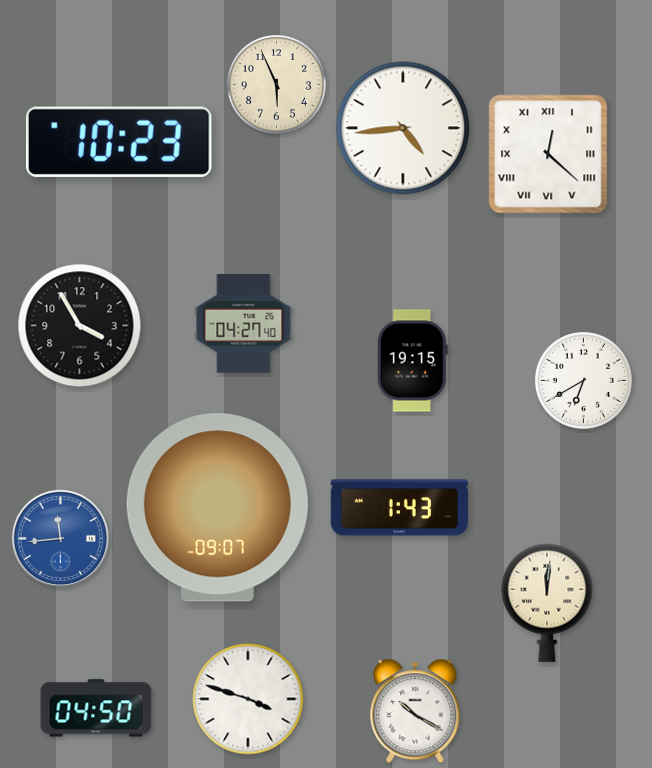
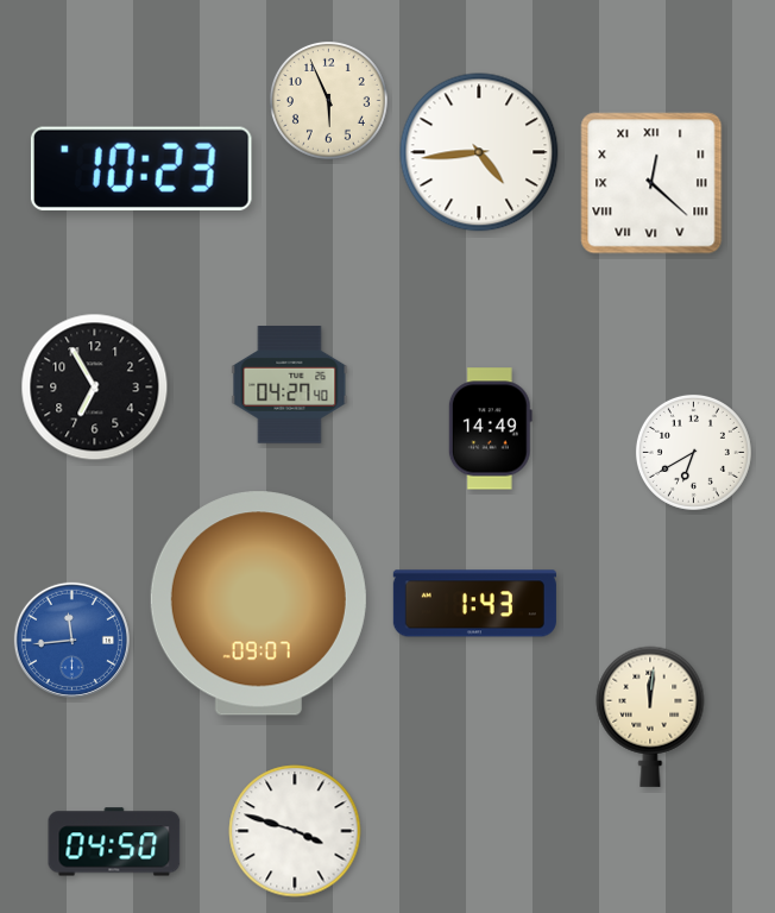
clock at (80, 326): 3:55 -> 6:55
clock at (412, 361): 19:15 -> 14:49
clock at (415, 712): 10:20 -> none
